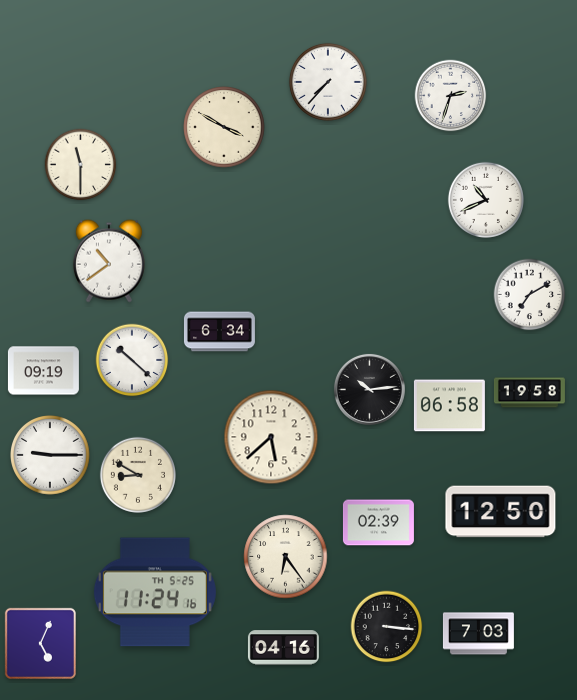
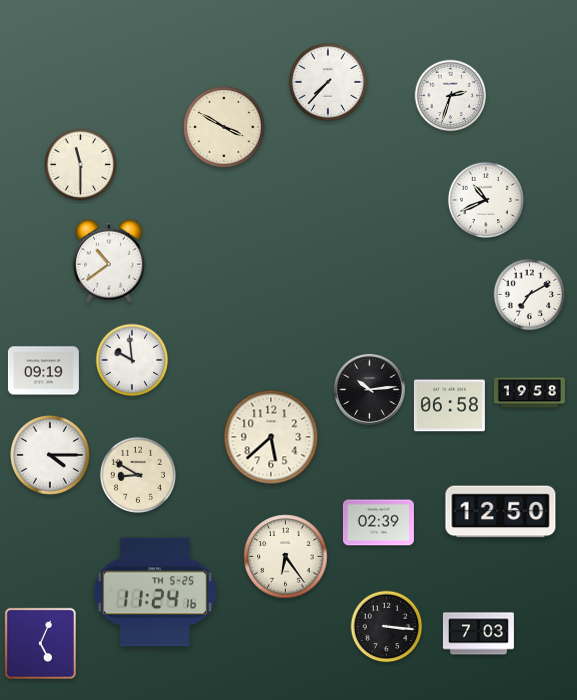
clock at (219, 332): 6:34 -> none
clock at (132, 360): 10:22 -> 9:59
clock at (51, 456): 9:15 -> 4:15
clock at (283, 648): 04:16 -> none
